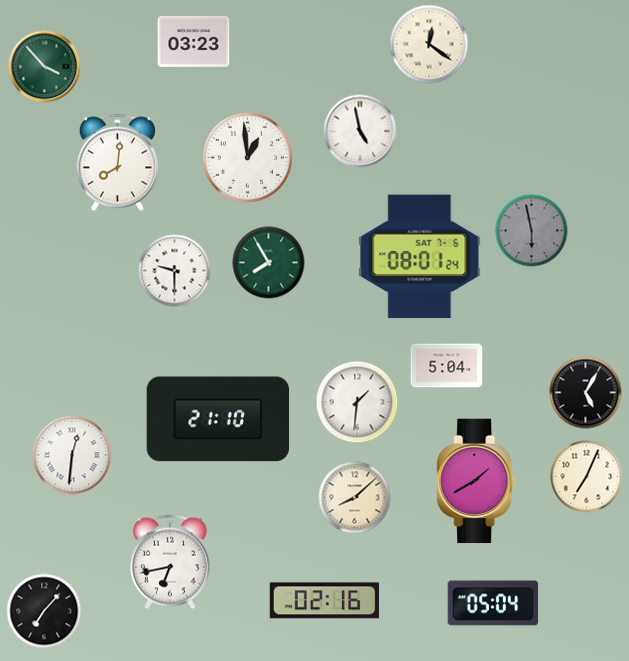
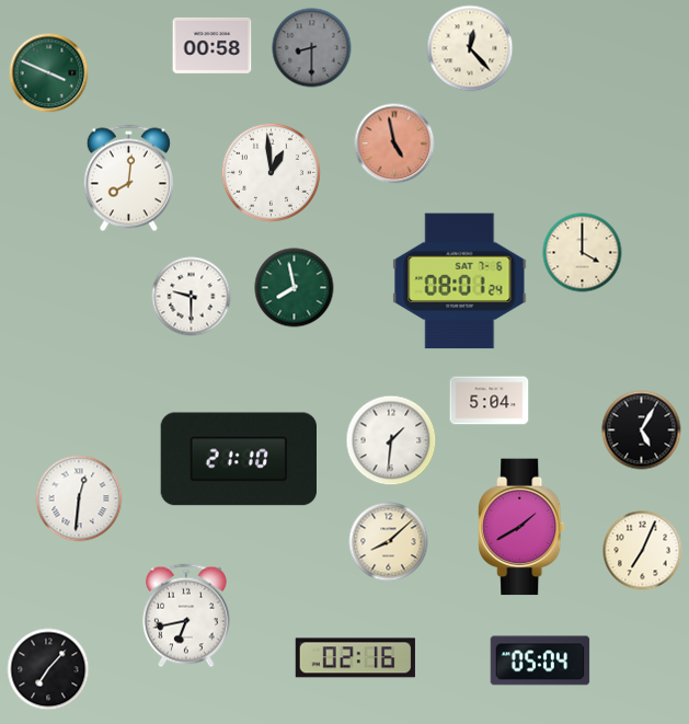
clock at (194, 41): 03:23 -> 00:58
clock at (312, 48): none -> 8:30
clock at (429, 44): 12:21 -> 12:23
clock at (45, 67): 3:53 -> 3:49
clock at (360, 131) dial: white -> salmon
clock at (532, 231): 5:58 -> 4:00
clock at (532, 231) dial: grey -> cream
clock at (269, 263): 7:55 -> 7:58
clock at (587, 477) position: (587, 477) -> (643, 551)
clock at (355, 498) position: (355, 498) -> (389, 542)
